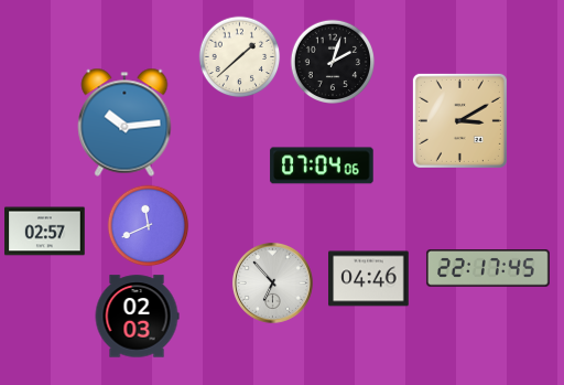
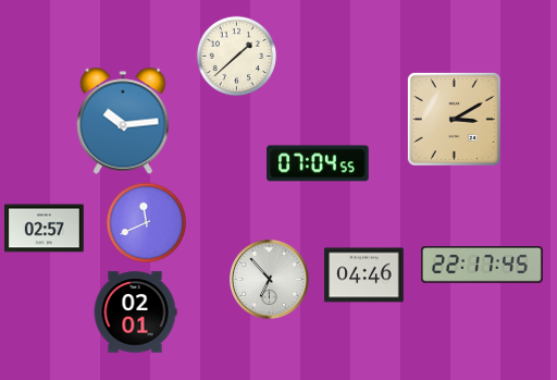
clock at (332, 61): 2:03 -> none
clock at (322, 165): 07:04:06 -> 07:04:55
clock at (137, 317): 02:03 -> 02:01
